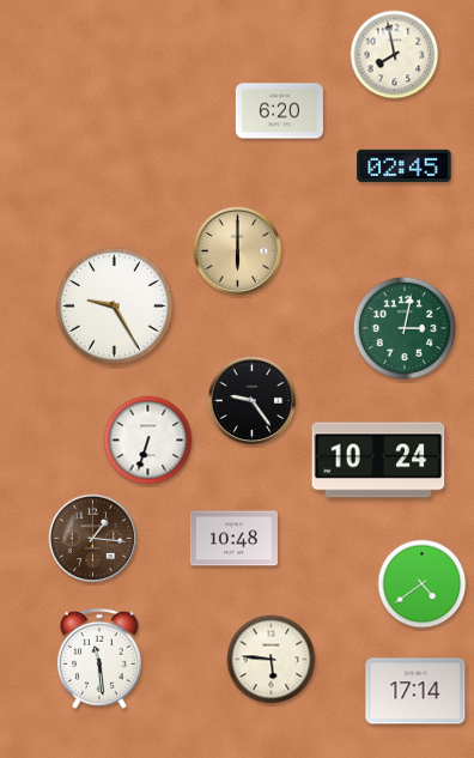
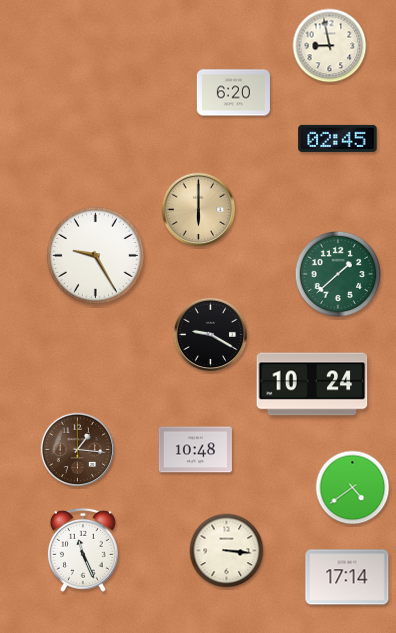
clock at (395, 55): 7:58 -> 8:58
clock at (405, 328): 3:02 -> 1:38
clock at (253, 401): 9:24 -> 9:20
clock at (148, 441): 6:33 -> none
clock at (378, 460) position: (378, 460) -> (312, 384)
clock at (99, 659): 11:29 -> 11:26
clock at (272, 660): 5:46 -> 3:16
